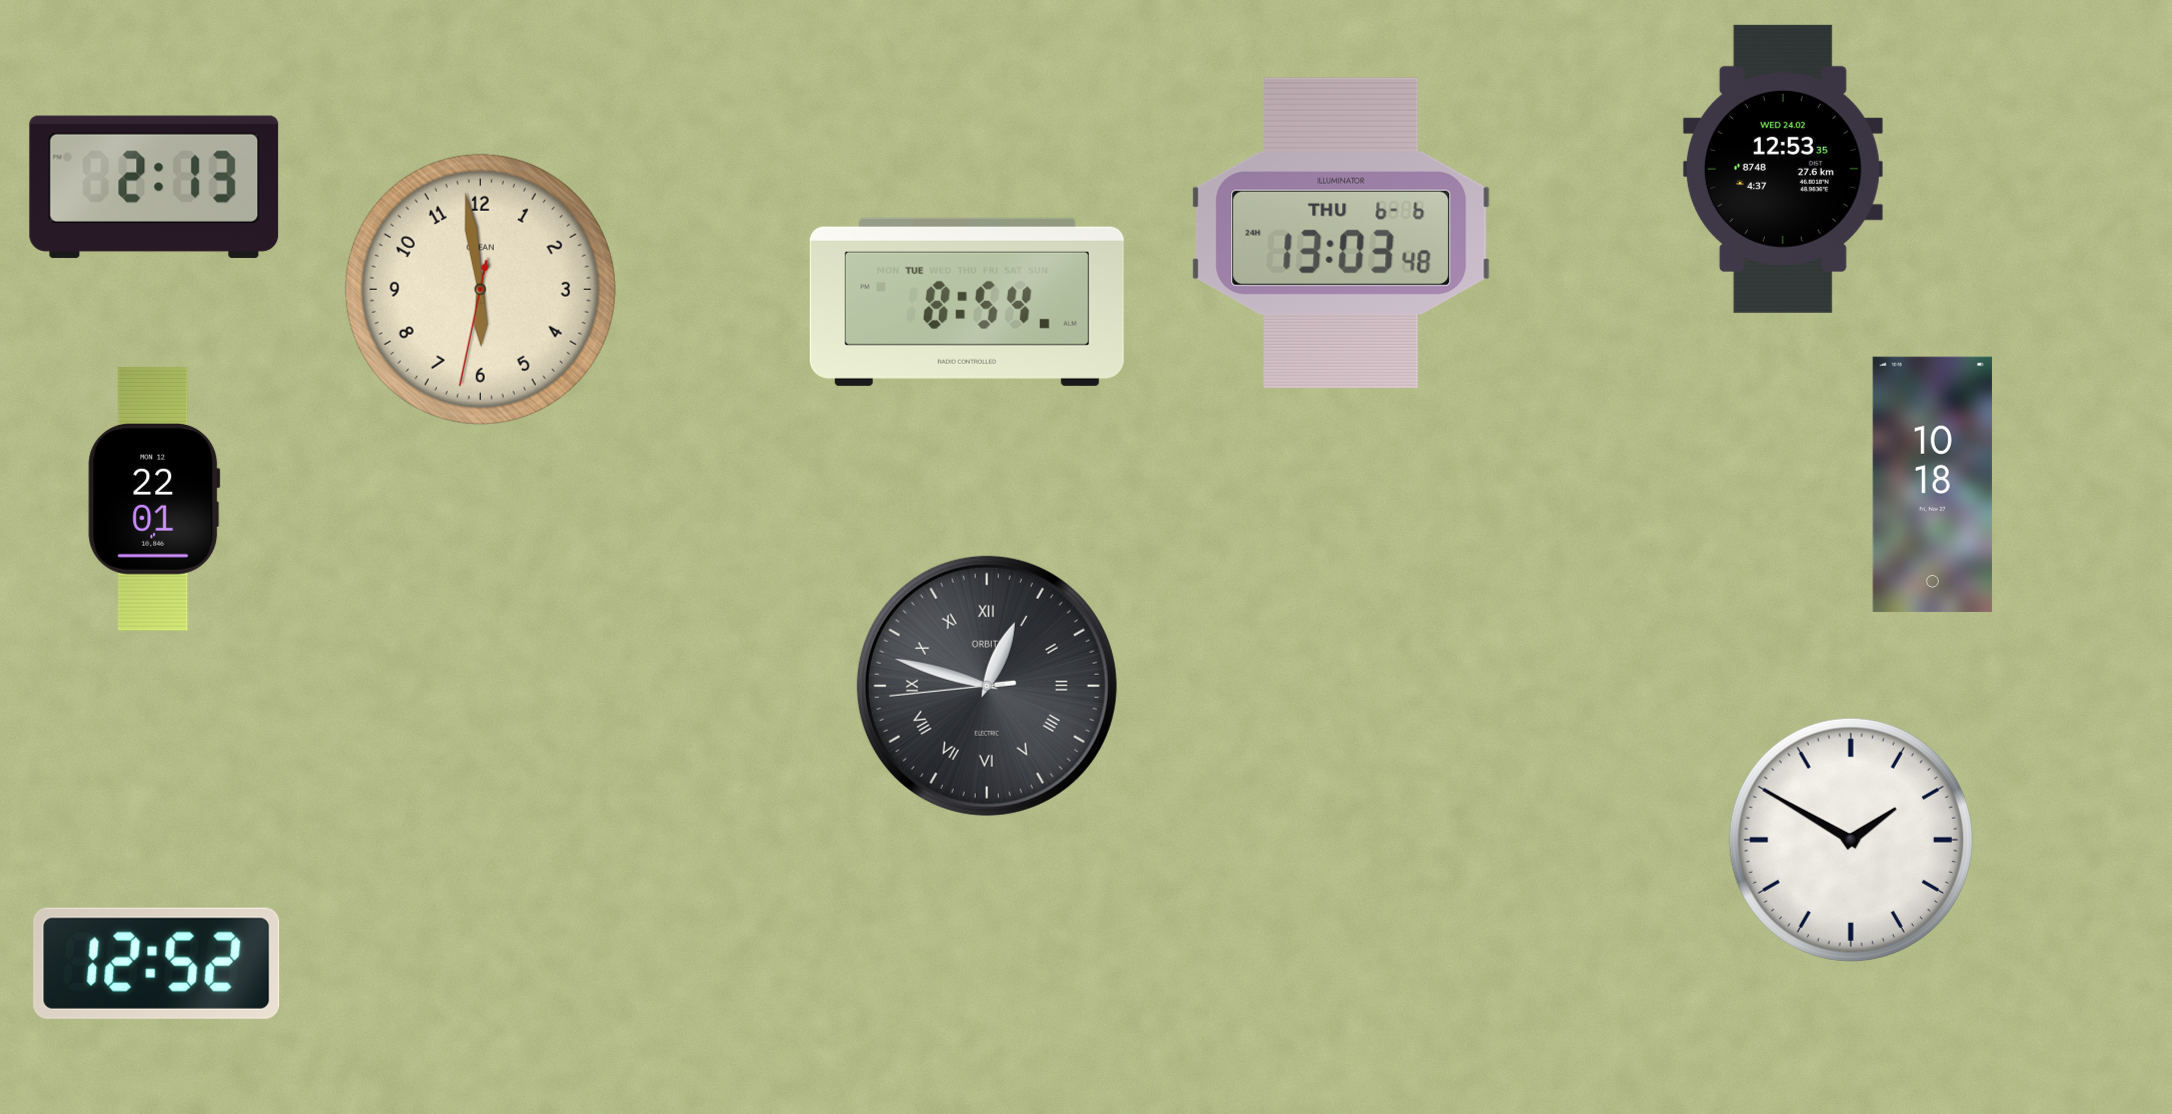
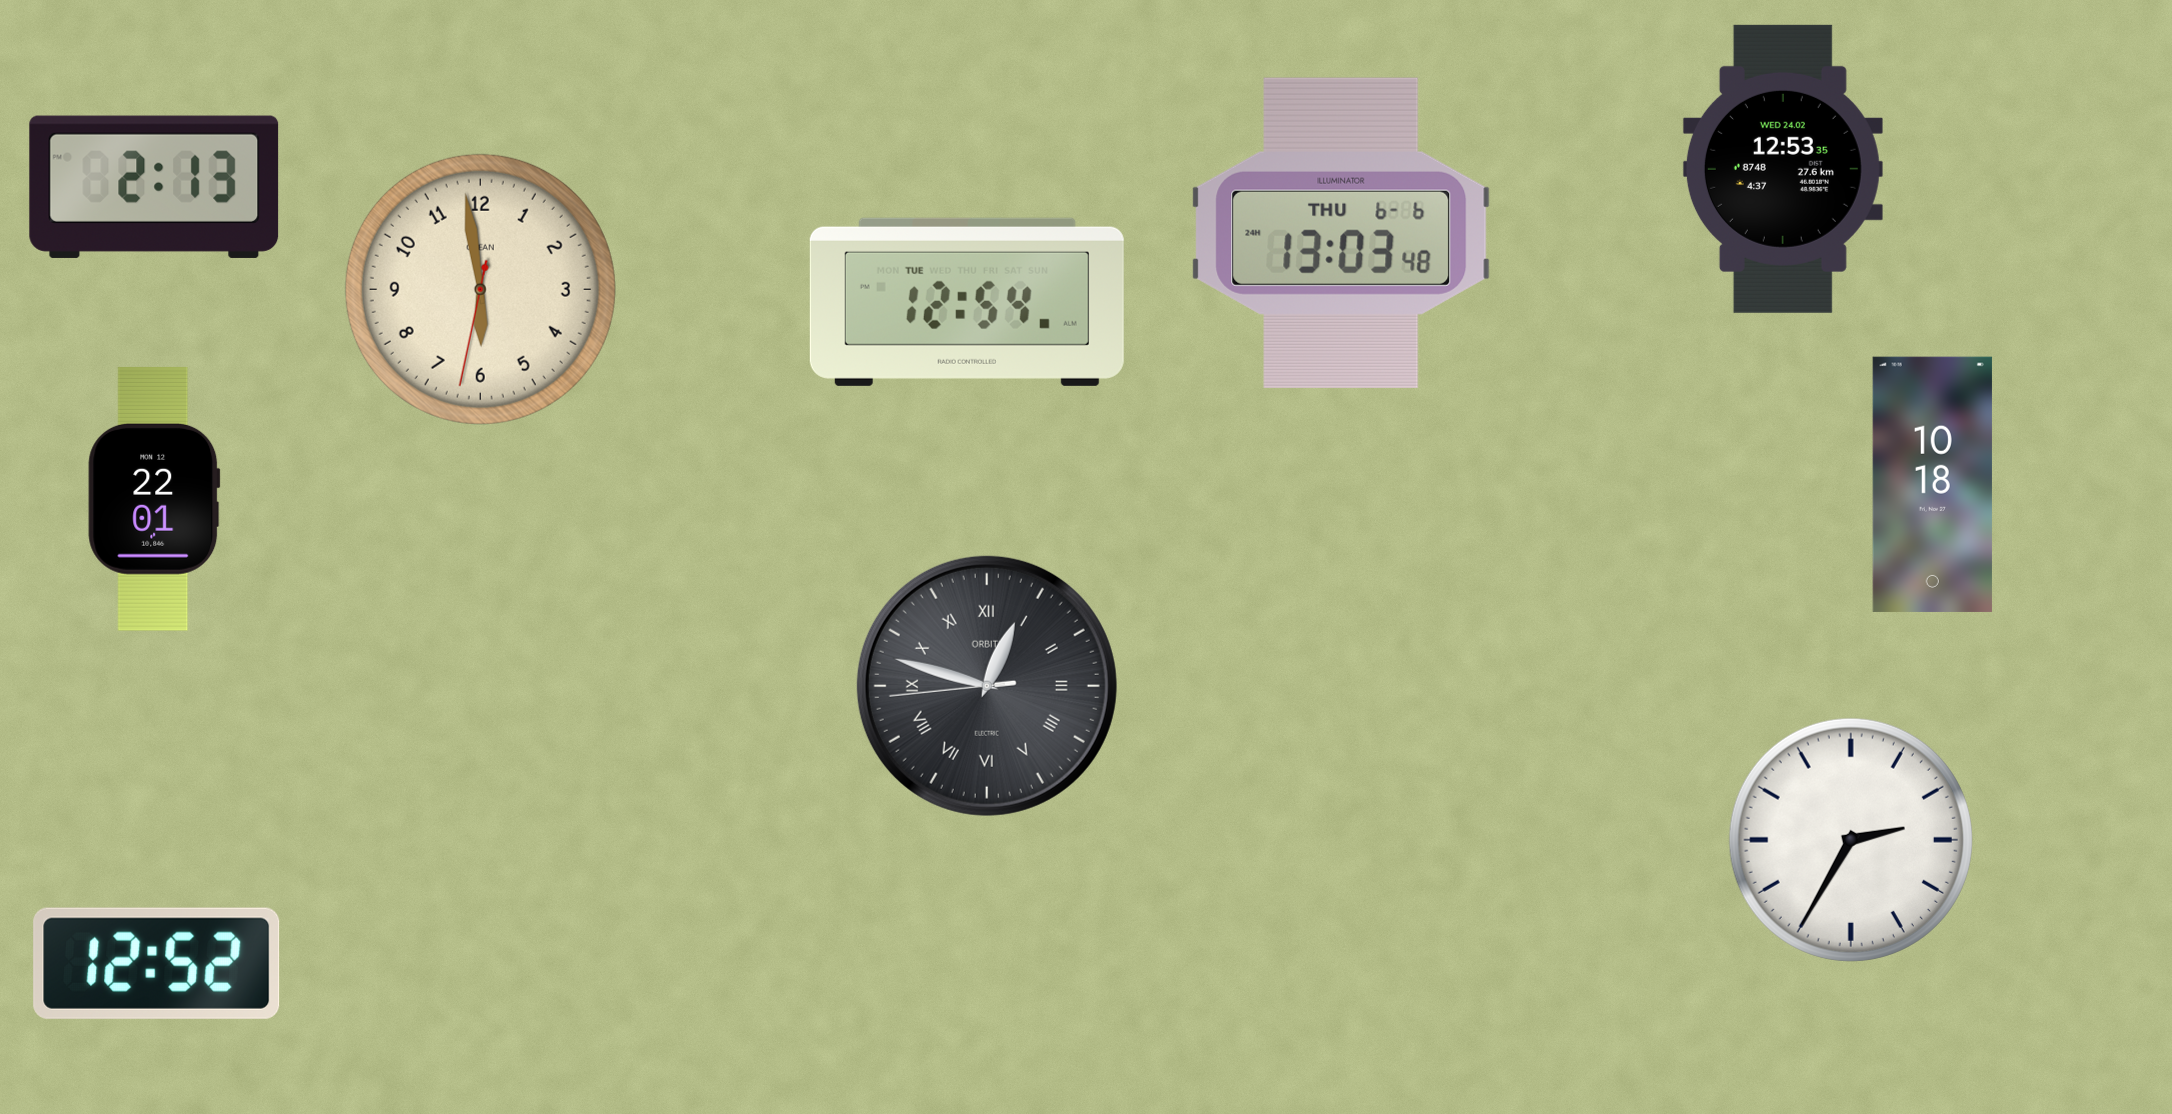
clock at (967, 302): 8:54 -> 12:54
clock at (1851, 840): 1:50 -> 2:35
